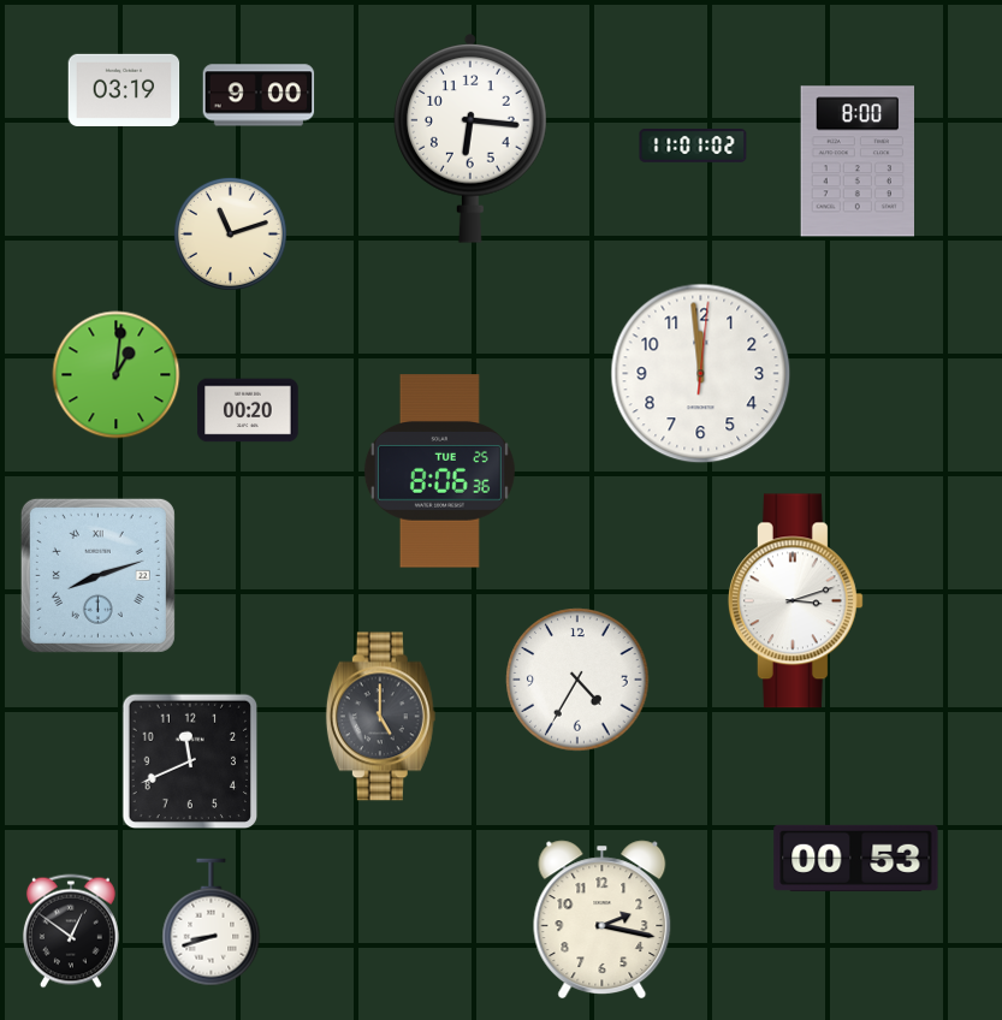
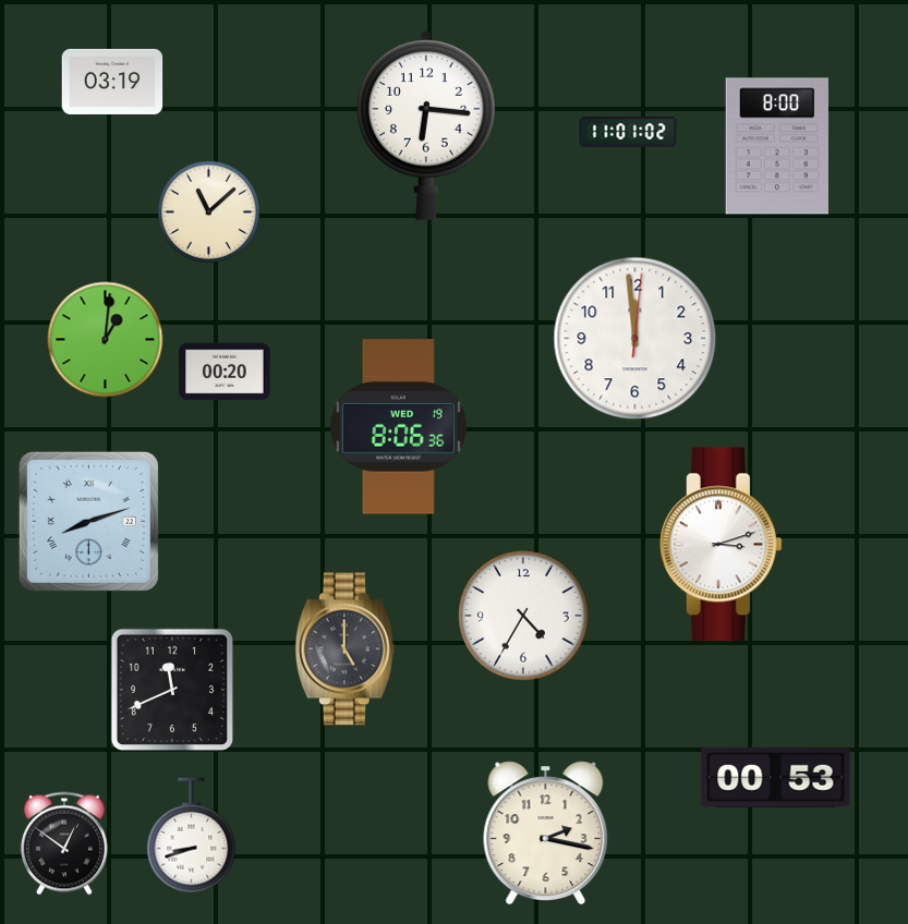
clock at (259, 95): 9:00 -> none
clock at (230, 233): 11:12 -> 11:08
clock at (439, 472) date: TUE 25 -> WED 19
